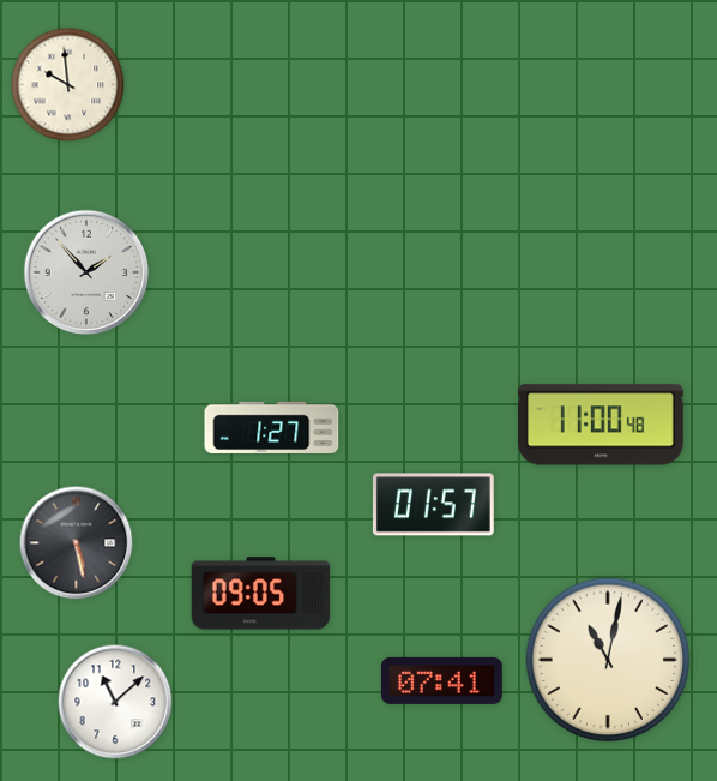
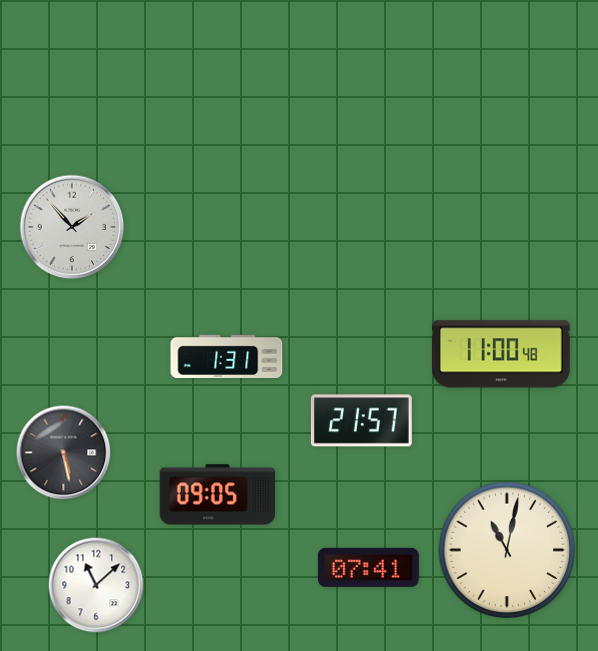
clock at (68, 85): 9:59 -> none
clock at (272, 427): 1:27 -> 1:31
clock at (433, 505): 01:57 -> 21:57
